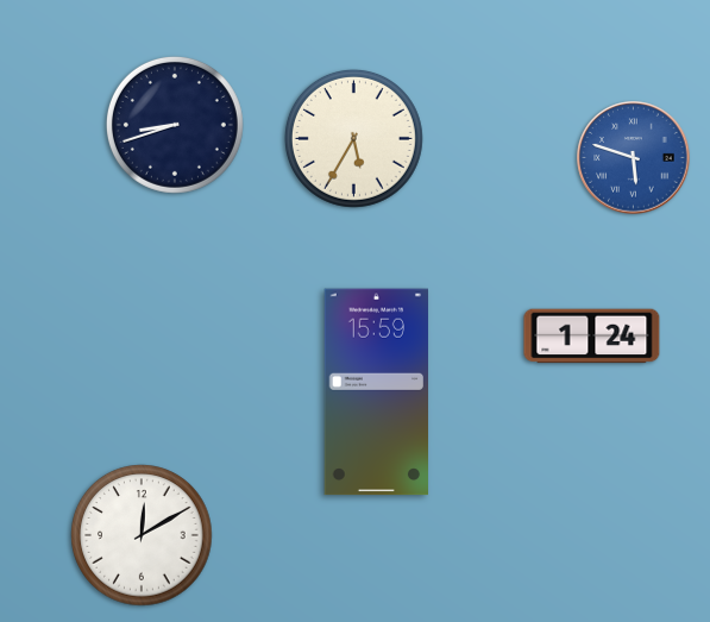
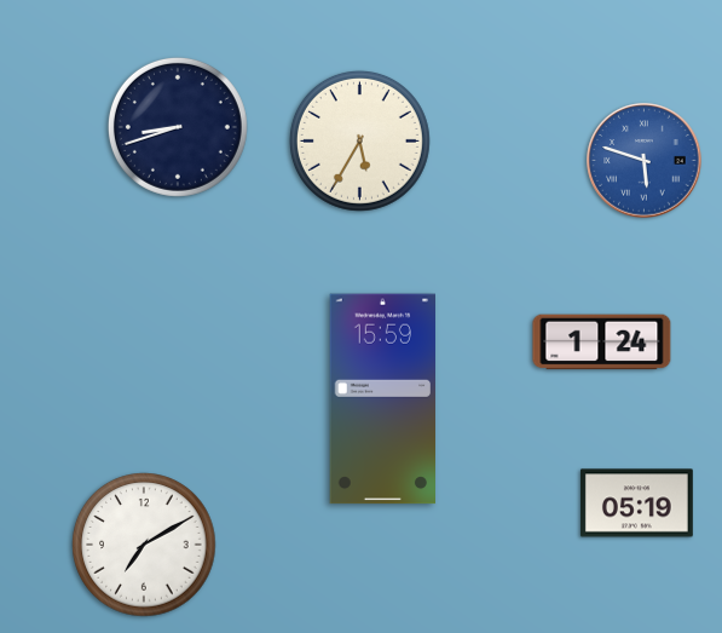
clock at (636, 503): none -> 05:19
clock at (142, 535): 12:10 -> 7:10
